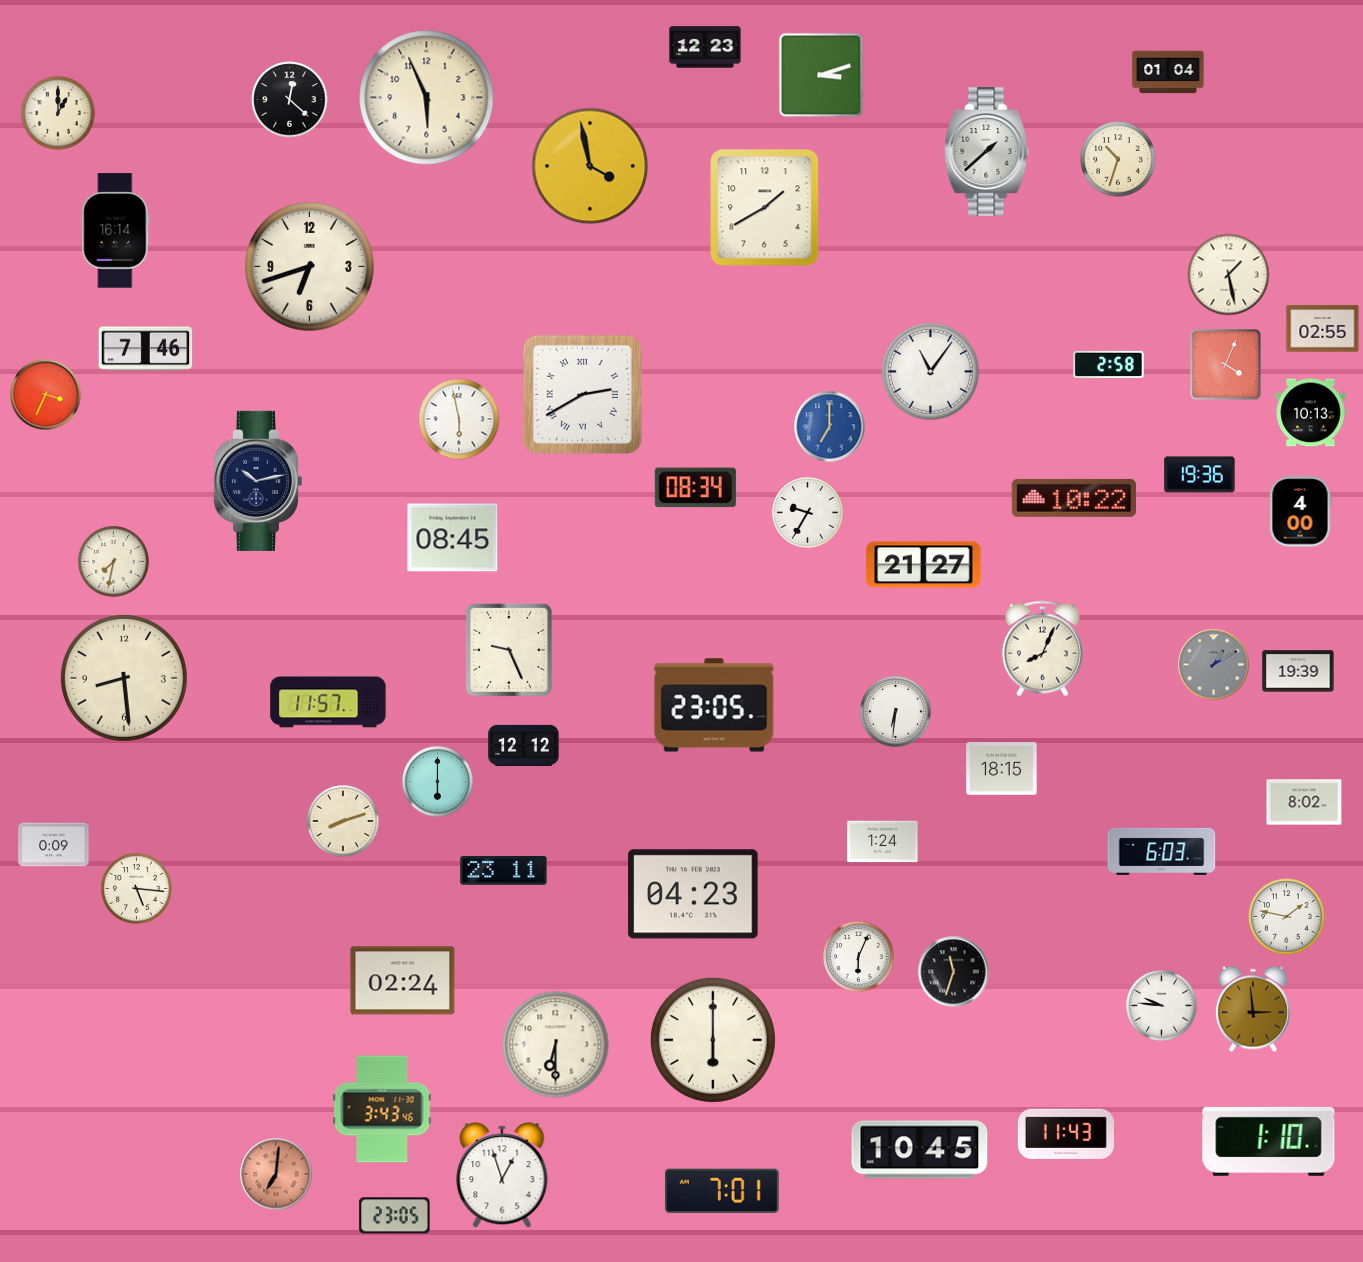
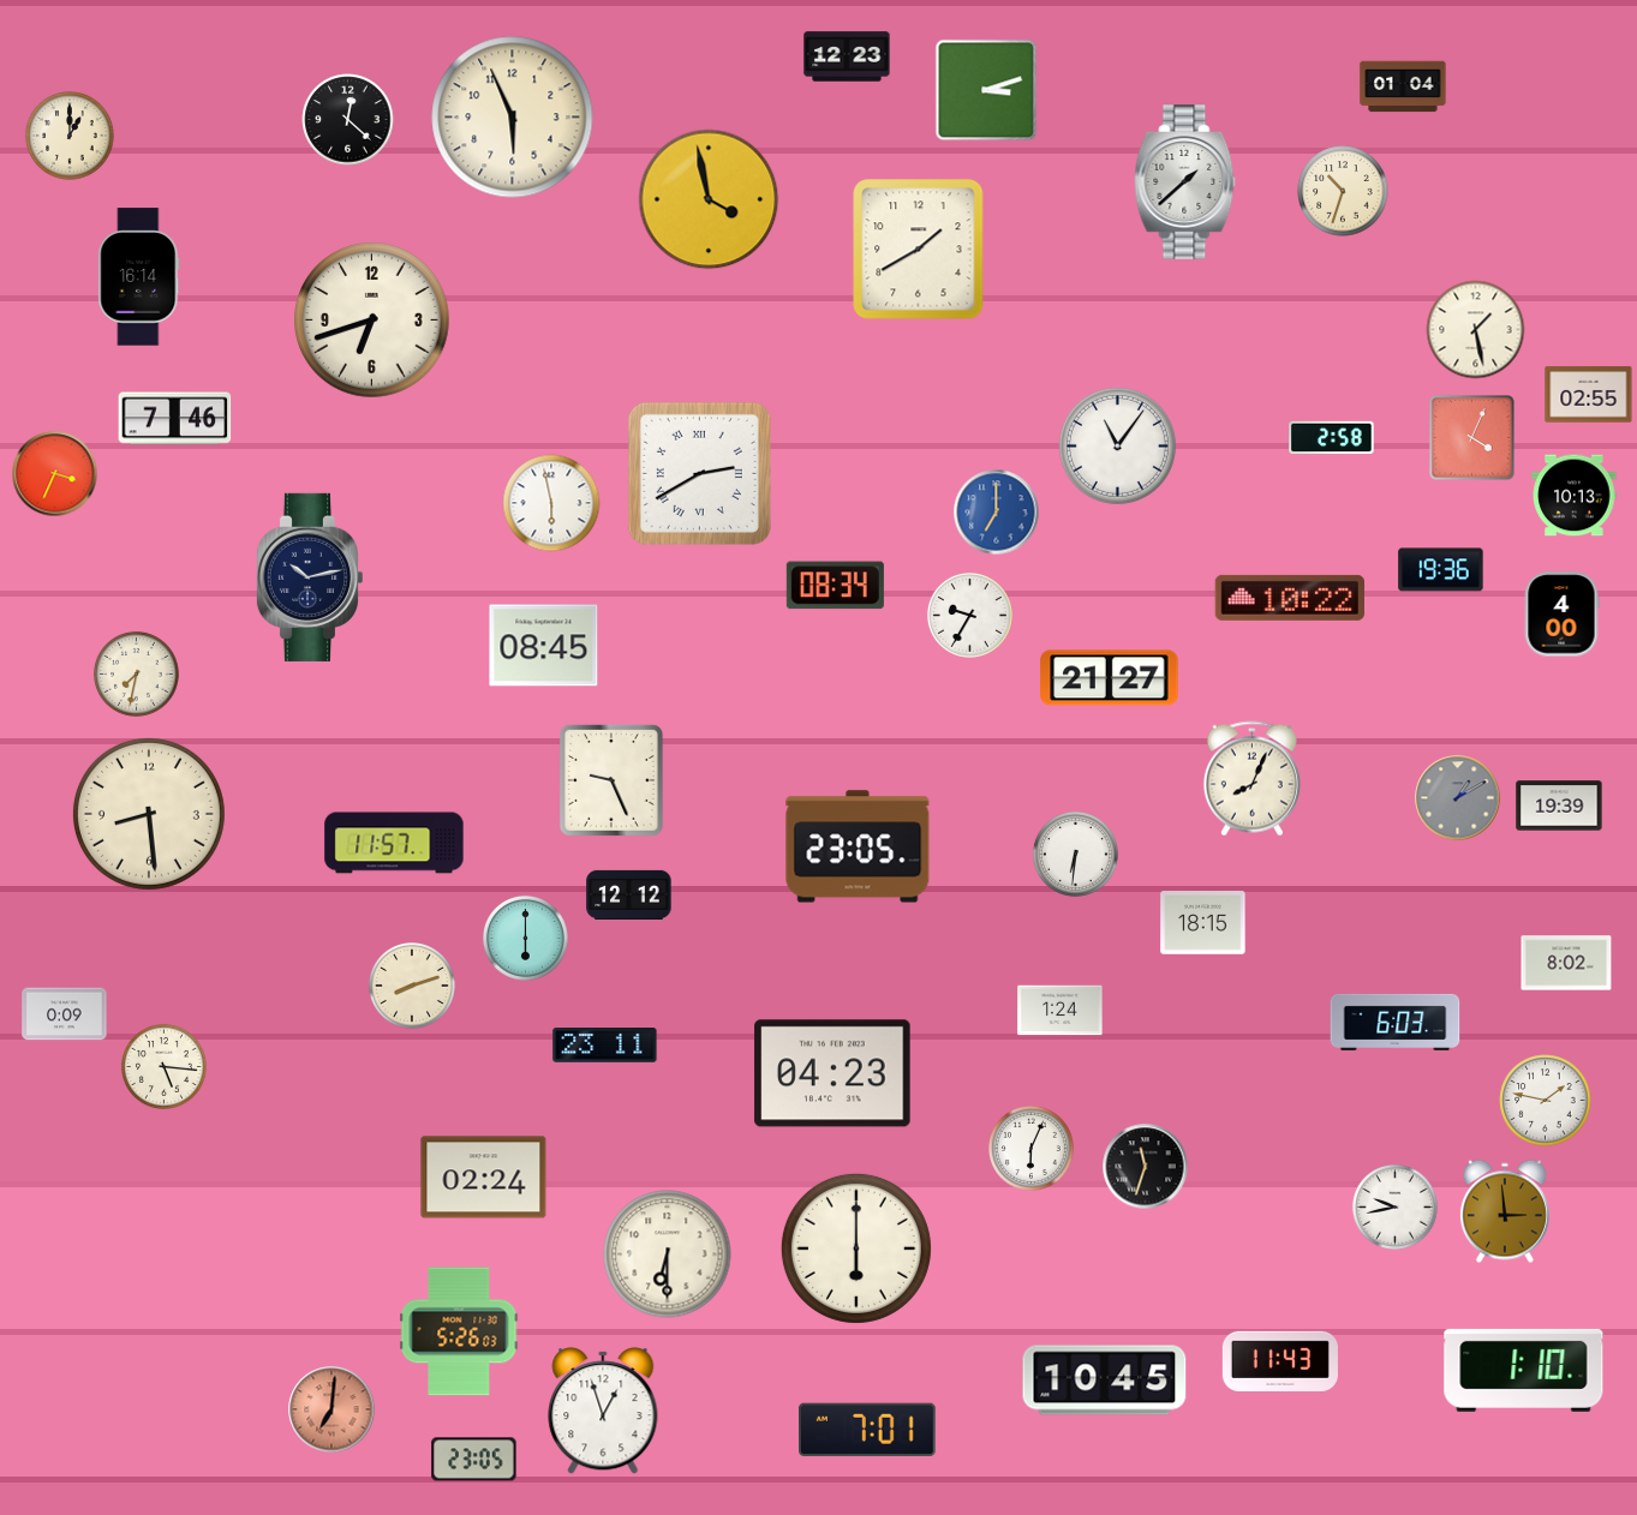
clock at (1161, 1005): 9:46 -> 9:43
clock at (382, 1109): 3:43 -> 5:26
